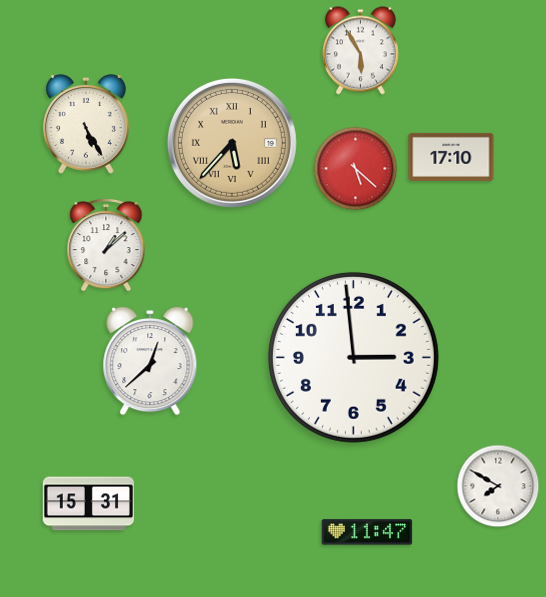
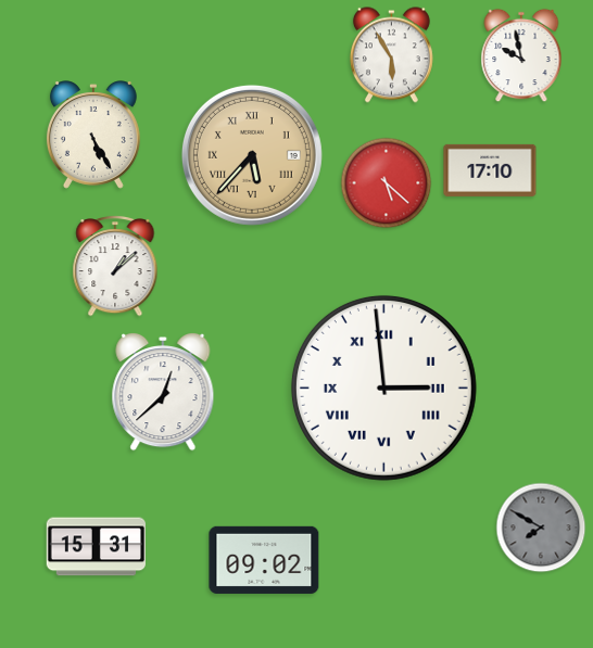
clock at (521, 55): none -> 9:58
clock at (353, 357) numerals: Arabic -> Roman
clock at (498, 486) dial: white -> grey
clock at (264, 560): none -> 09:02
clock at (367, 532): 11:47 -> none
